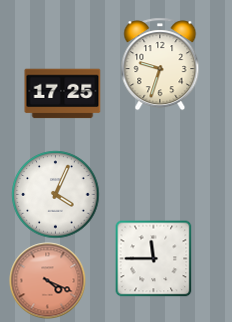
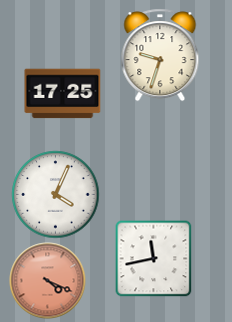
clock at (160, 64) position: (160, 64) -> (160, 55)
clock at (153, 258): 11:45 -> 11:43
